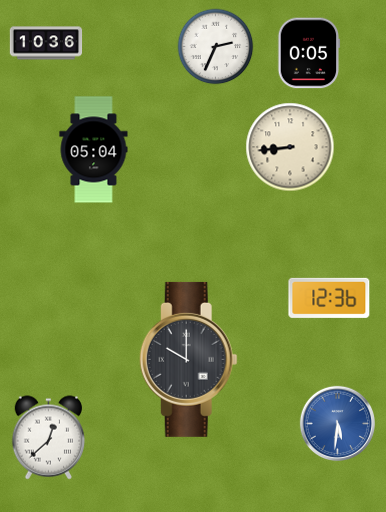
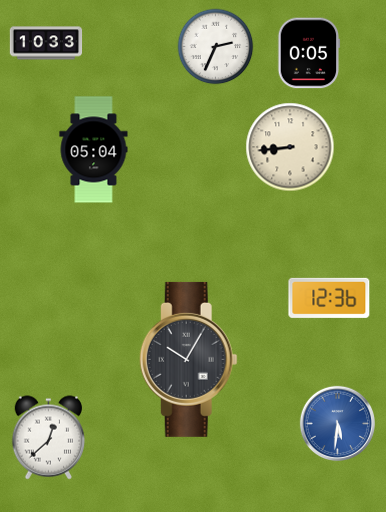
clock at (46, 43): 10:36 -> 10:33
clock at (188, 359): 10:00 -> 10:05
